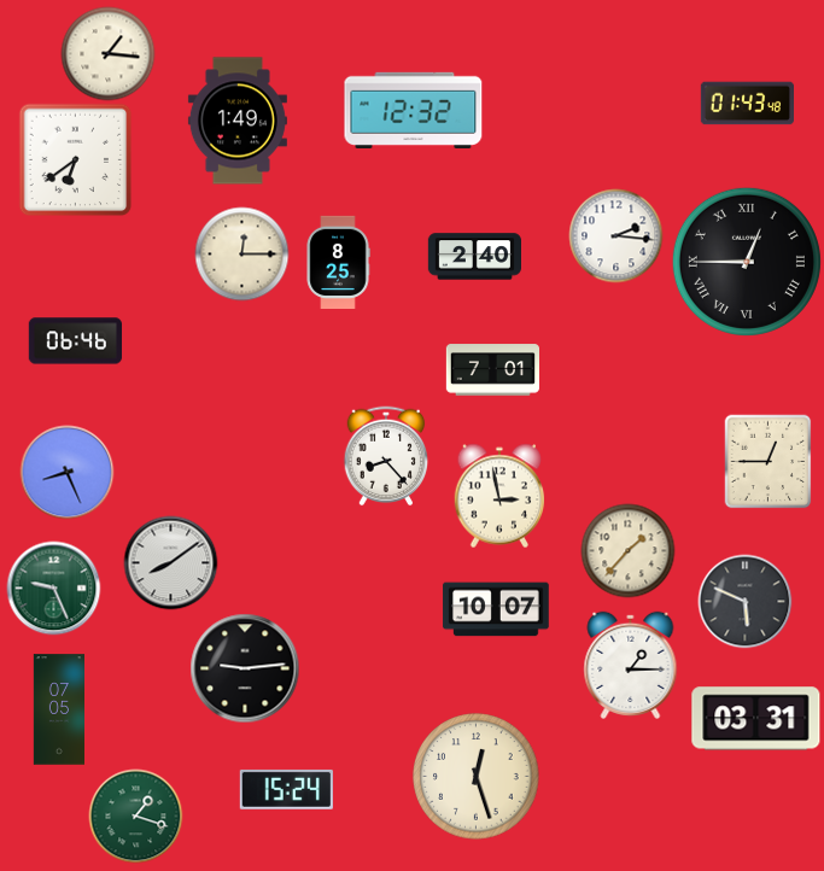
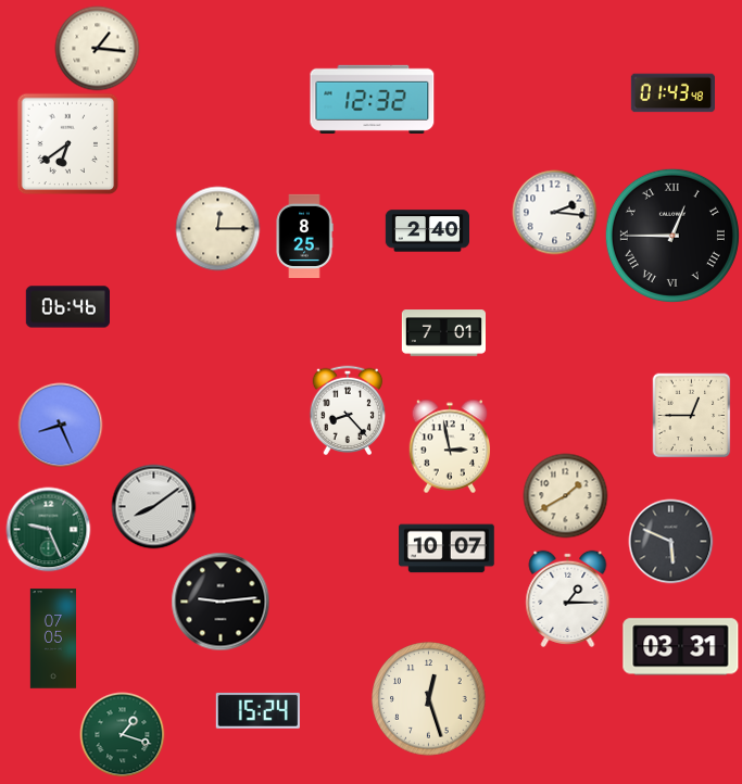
clock at (238, 121): 1:49 -> none
clock at (627, 550): 1:37 -> 1:40
